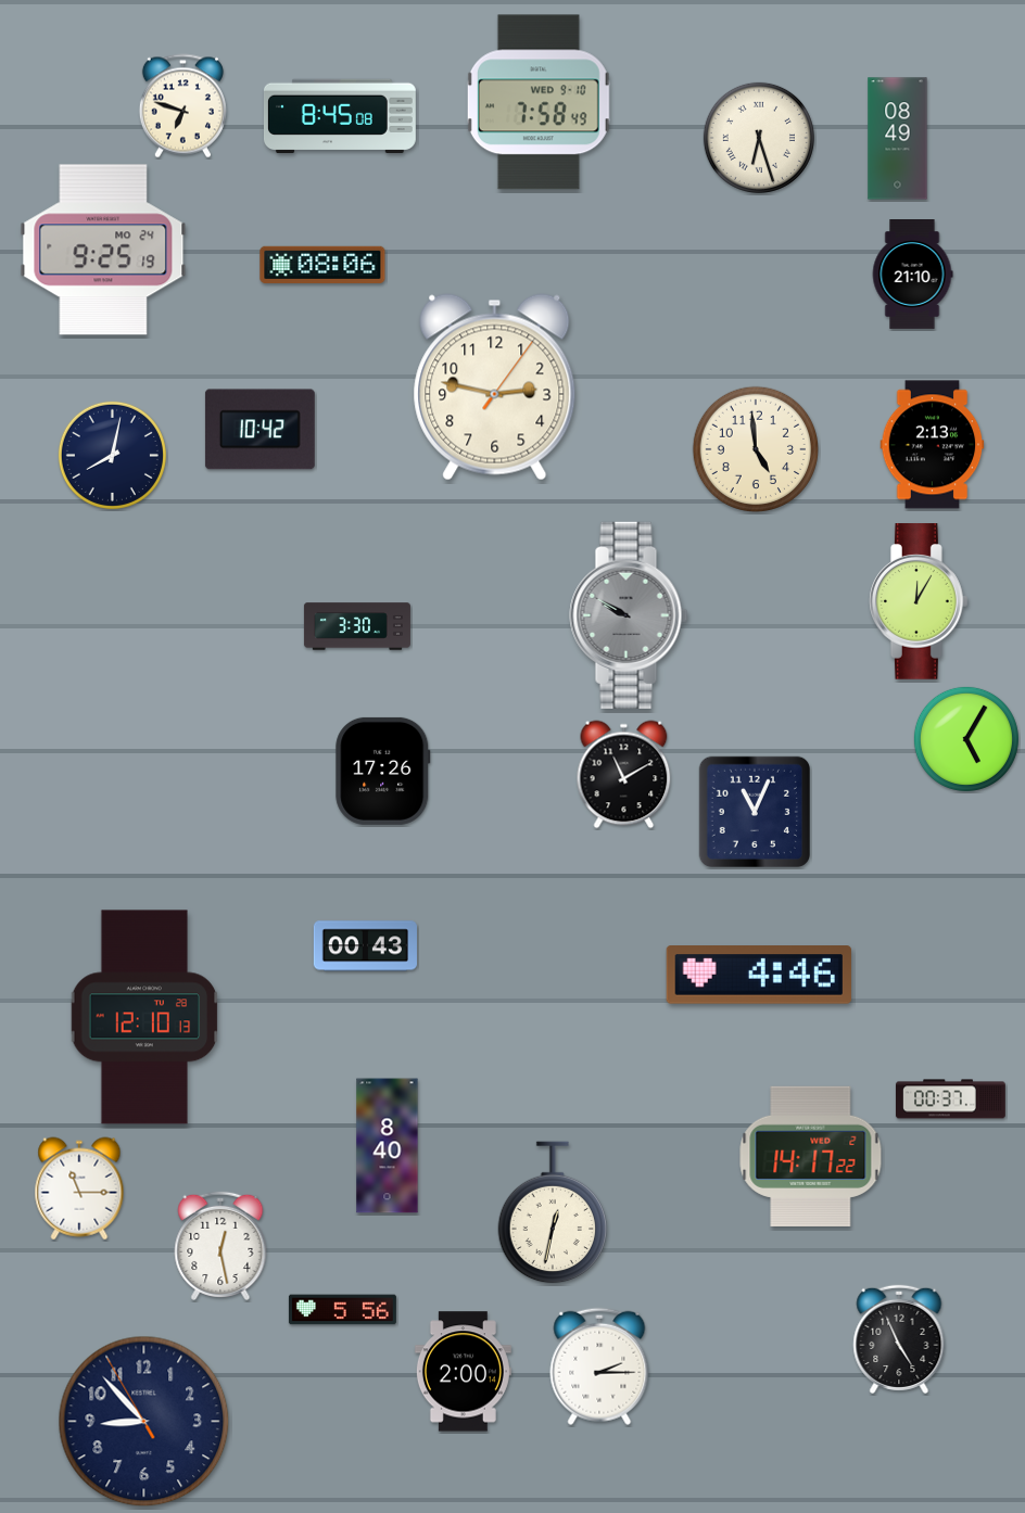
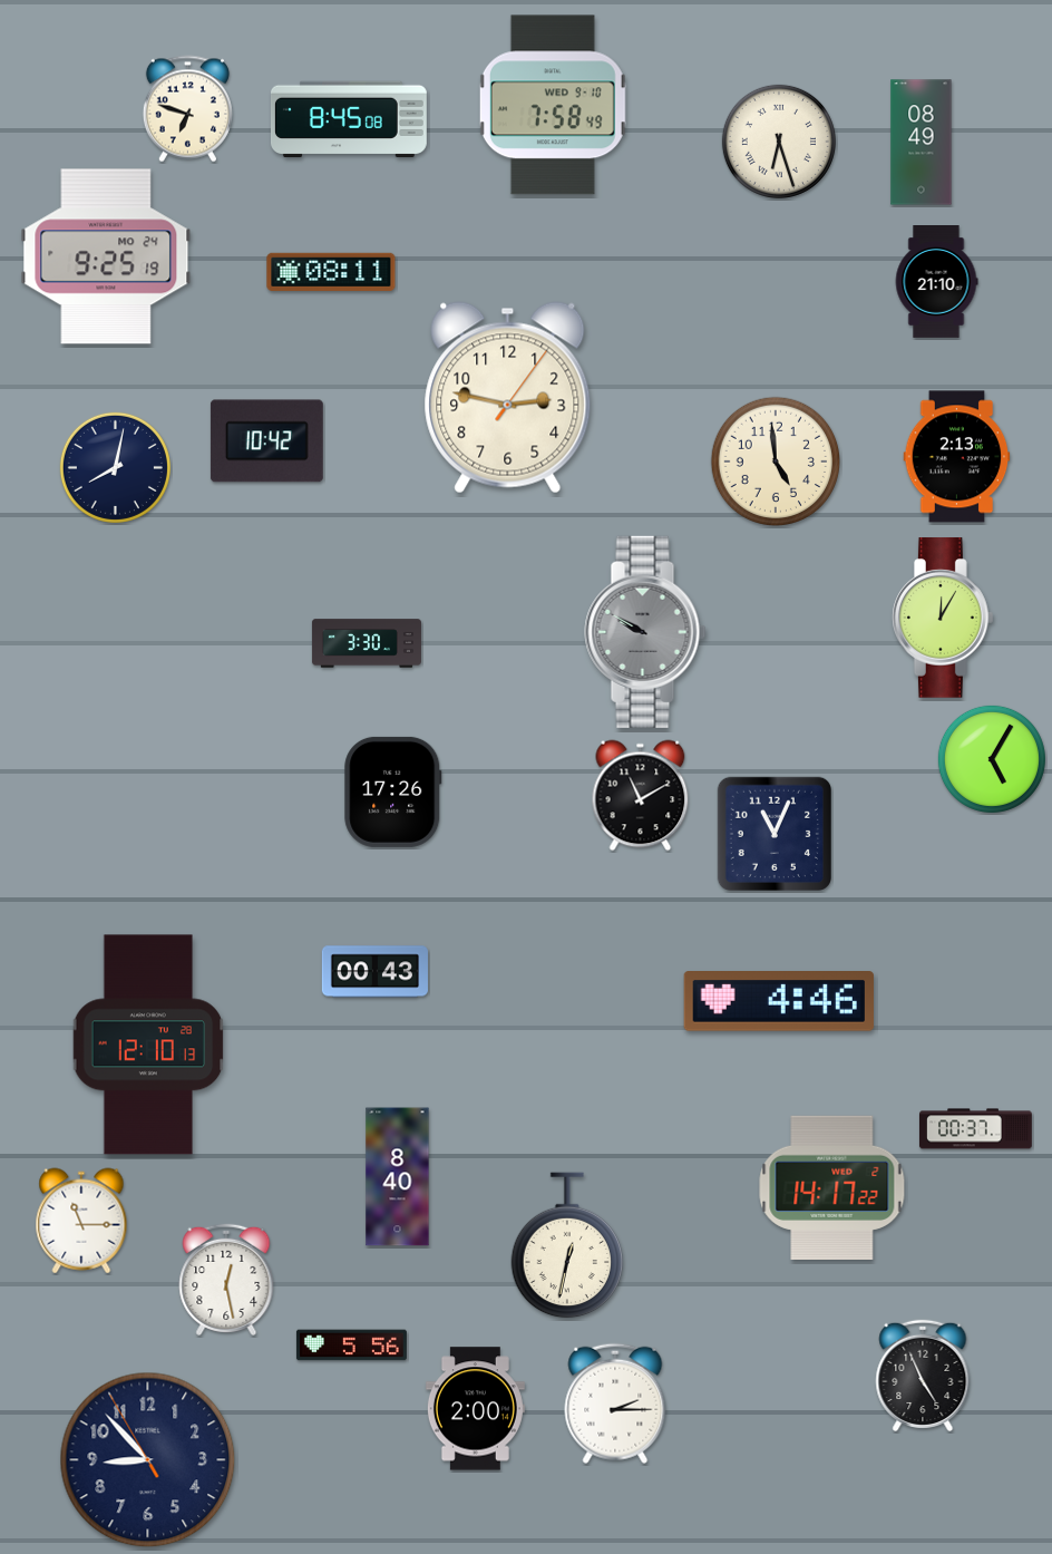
clock at (322, 265): 08:06 -> 08:11
